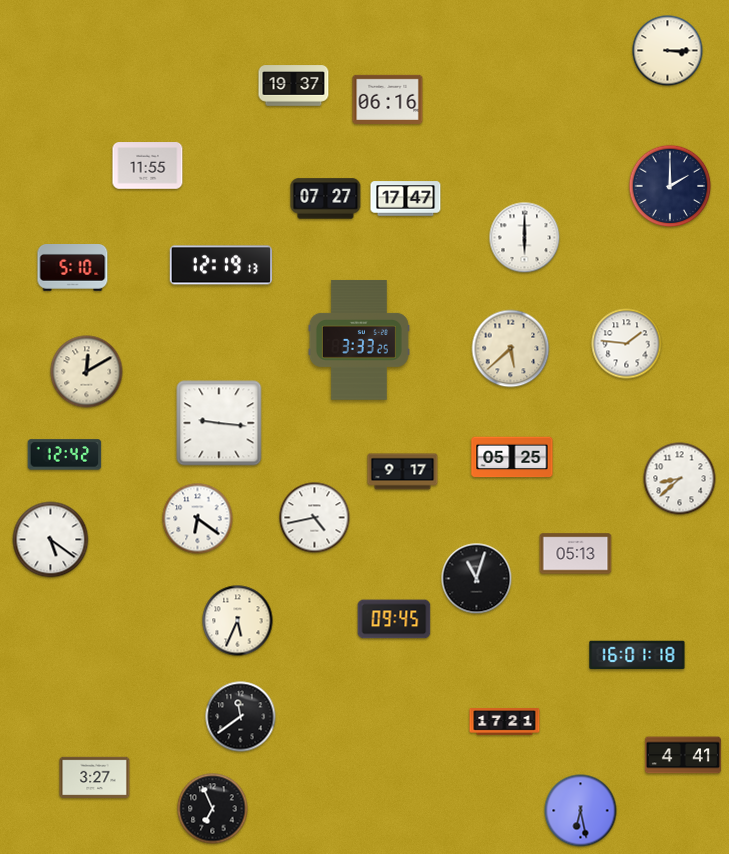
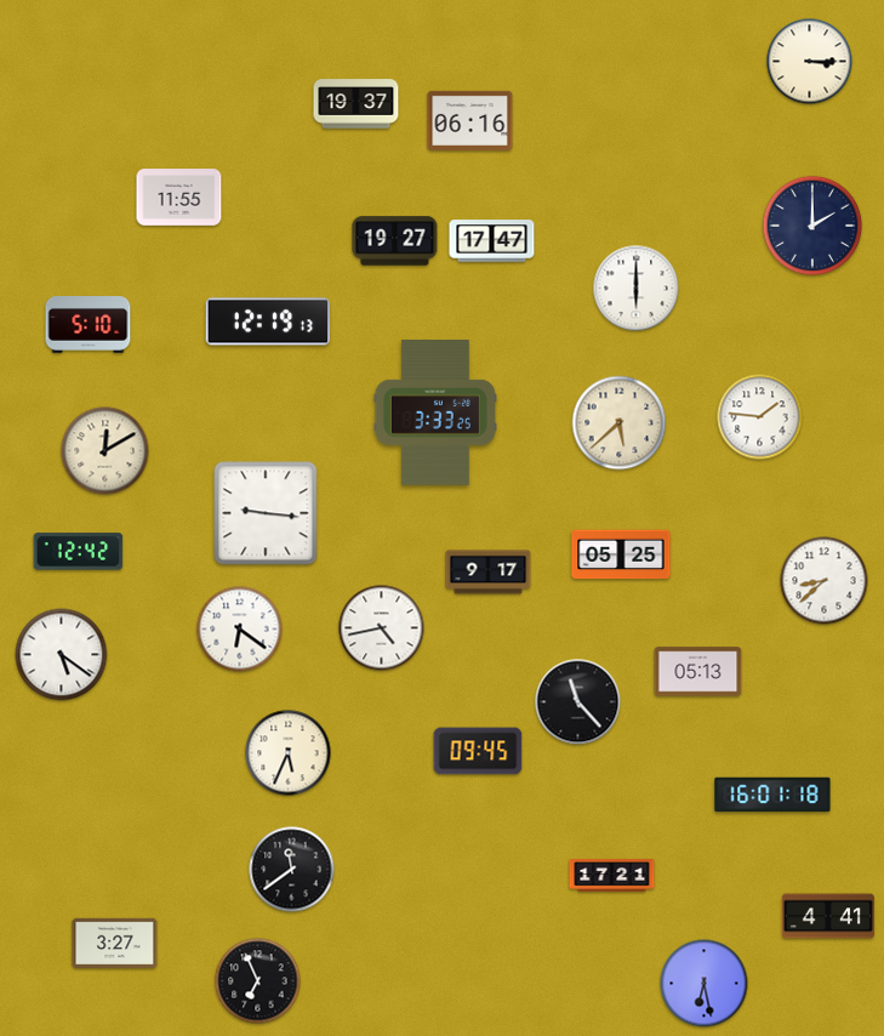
clock at (148, 166) position: (148, 166) -> (179, 198)
clock at (326, 199): 07:27 -> 19:27
clock at (477, 579): 11:03 -> 11:23
